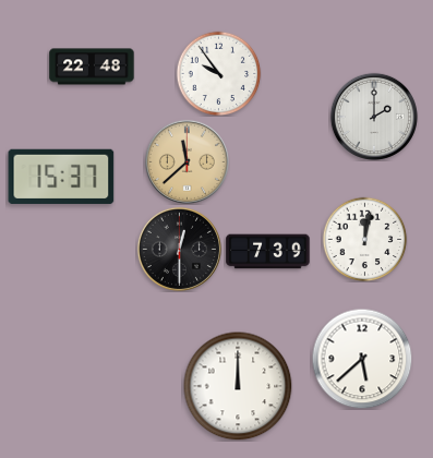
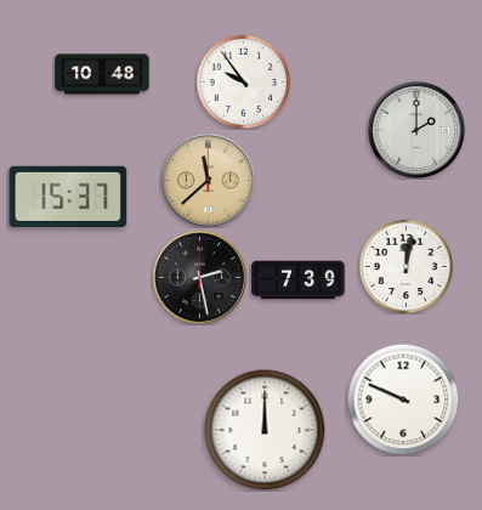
clock at (92, 67): 22:48 -> 10:48
clock at (179, 249): 12:30 -> 2:28
clock at (362, 359): 5:38 -> 9:49
